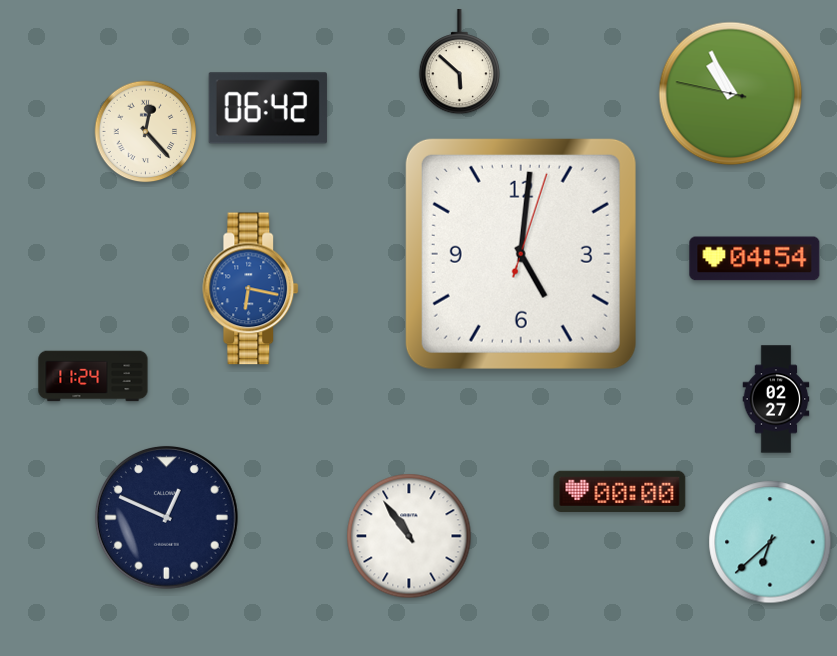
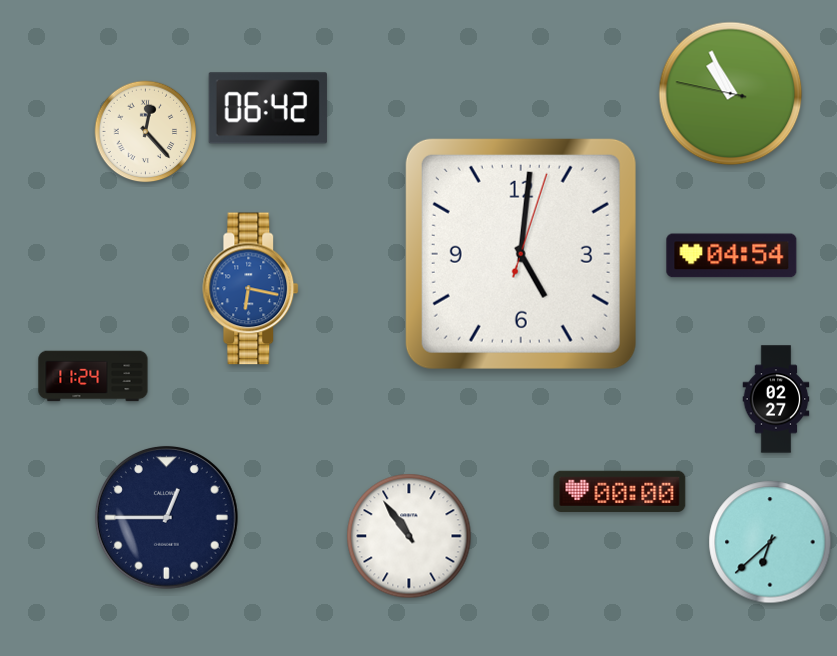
clock at (459, 62): 5:52 -> none
clock at (755, 259) position: (755, 259) -> (732, 256)
clock at (167, 518): 12:49 -> 12:45
